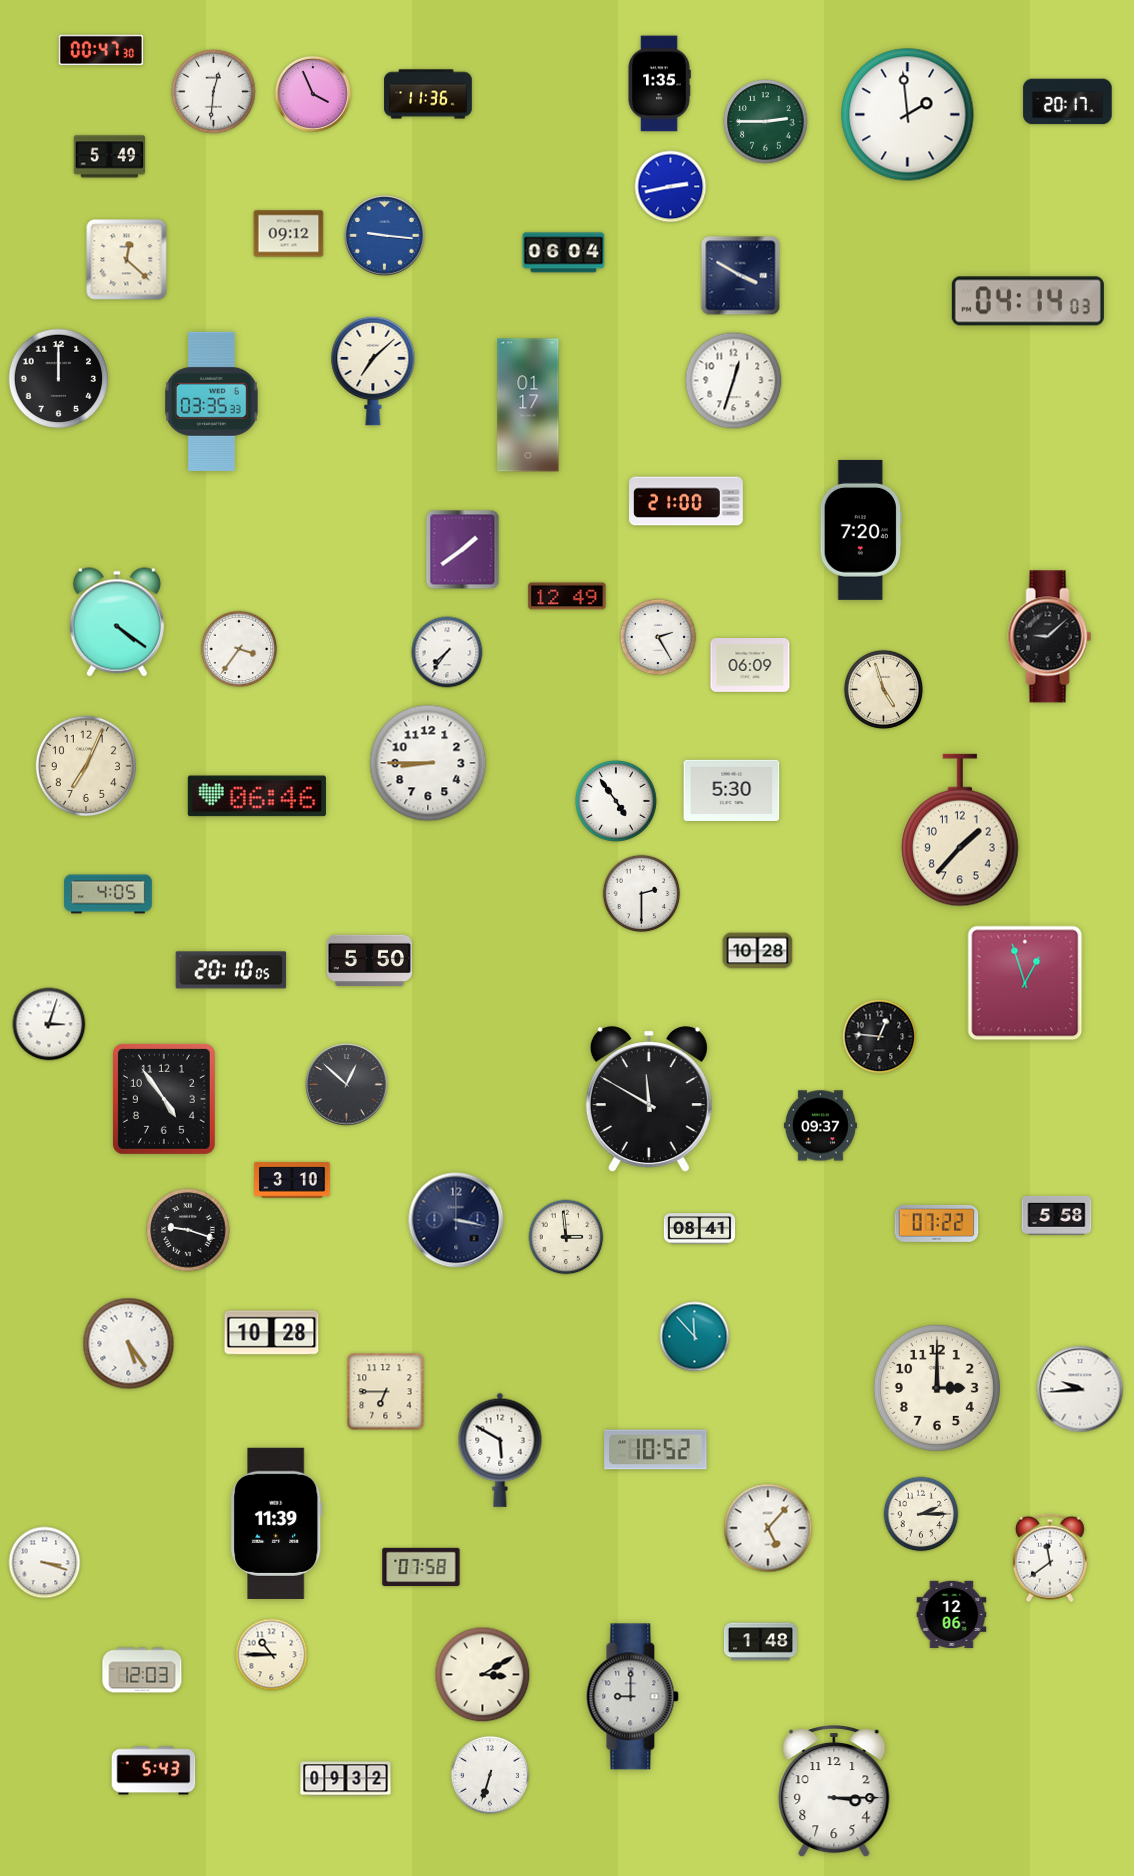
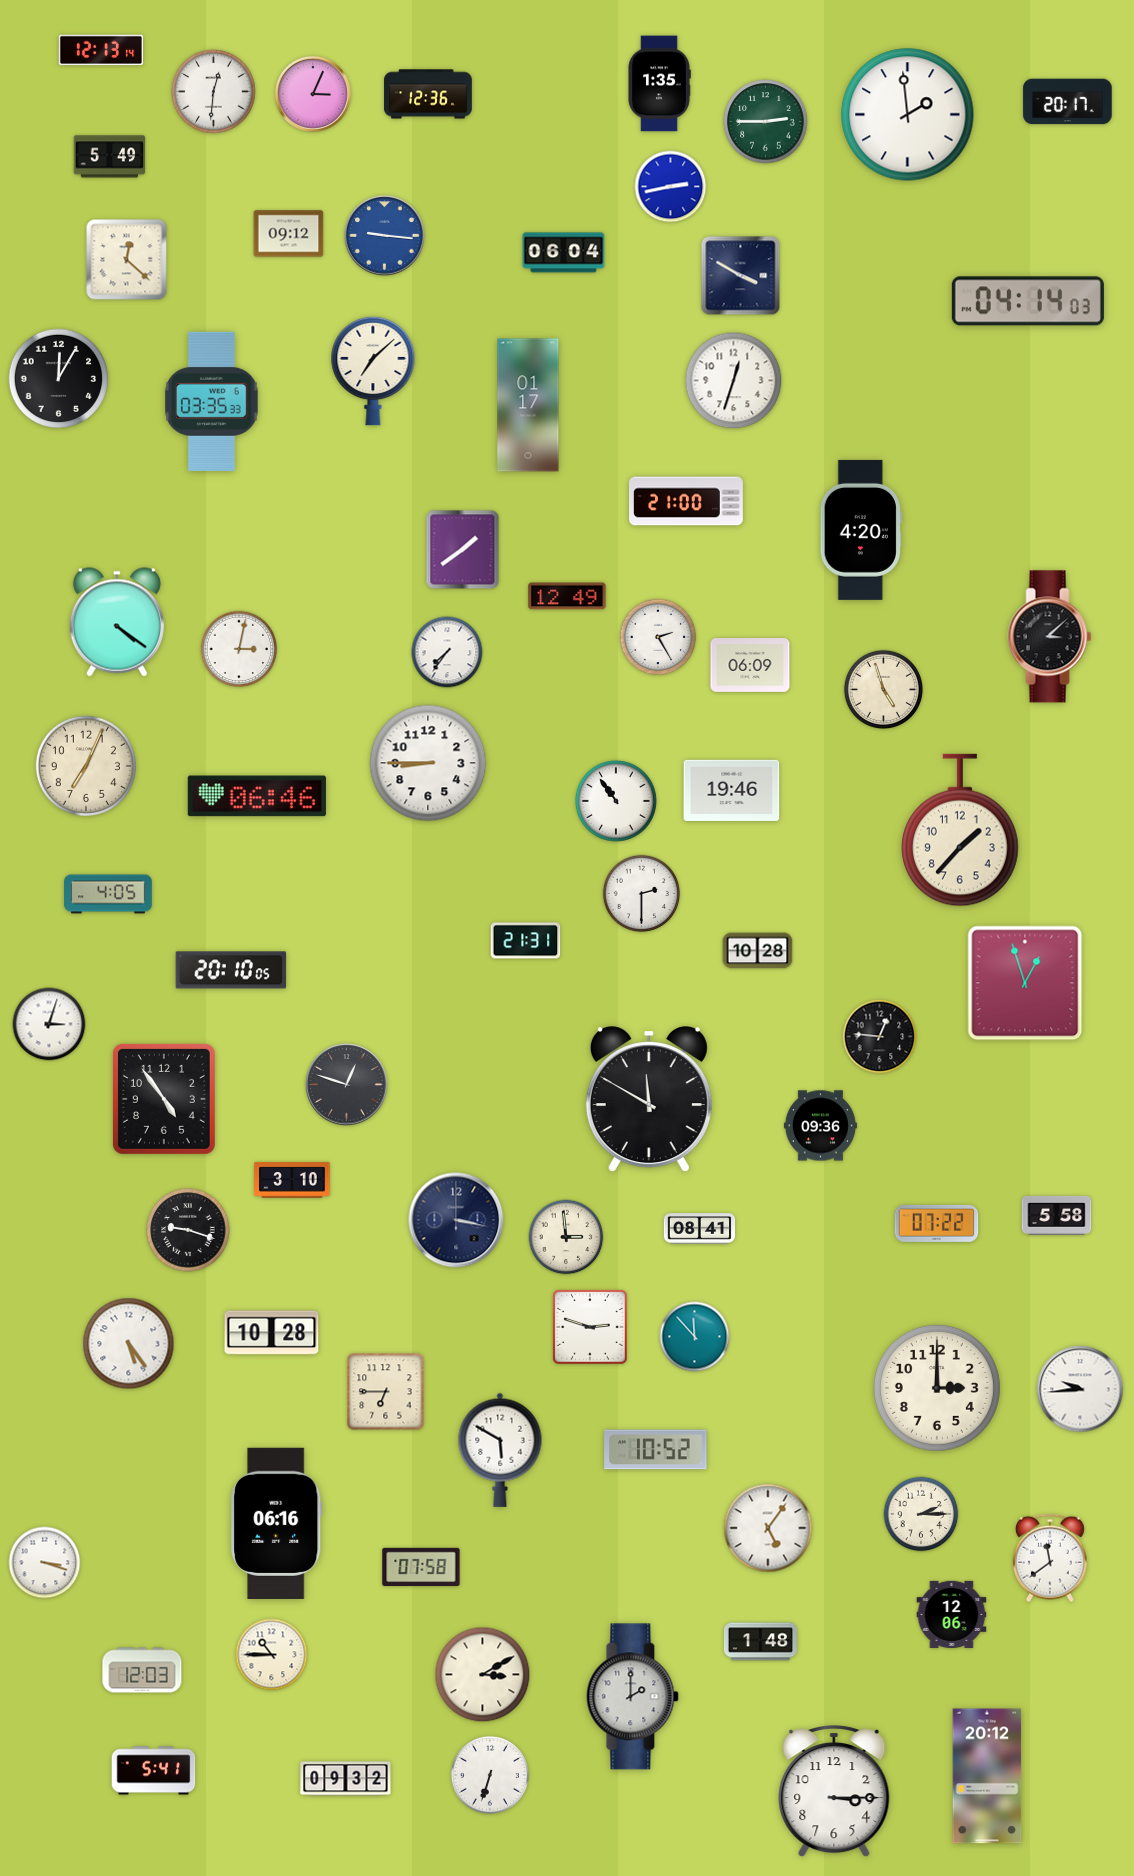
clock at (101, 50): 00:47 -> 12:13
clock at (313, 94): 3:56 -> 3:04
clock at (428, 94): 11:36 -> 12:36
clock at (58, 378): 12:00 -> 12:05
clock at (861, 530): 7:20 -> 4:20
clock at (1050, 637): 9:08 -> 3:08
clock at (239, 649): 3:36 -> 3:02
clock at (732, 790): 5:30 -> 19:46
clock at (617, 802): 4:54 -> 10:54
clock at (526, 941): none -> 21:31
clock at (369, 960): 5:50 -> none
clock at (347, 1085): 12:52 -> 12:48
clock at (820, 1126): 09:37 -> 09:36
clock at (590, 1327): none -> 2:48
clock at (277, 1523): 11:39 -> 06:16
clock at (768, 1528): 5:07 -> 5:06
clock at (633, 1697): 9:00 -> 2:00
clock at (154, 1771): 5:43 -> 5:41
clock at (987, 1776): none -> 20:12
